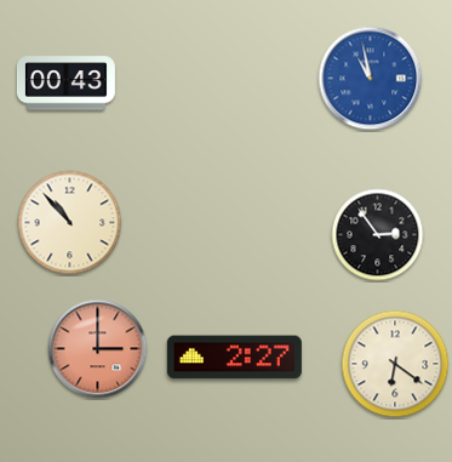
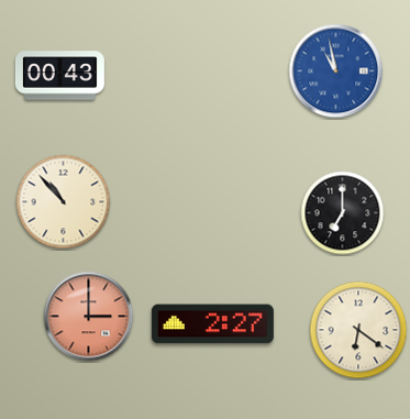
clock at (378, 235): 2:54 -> 7:00
